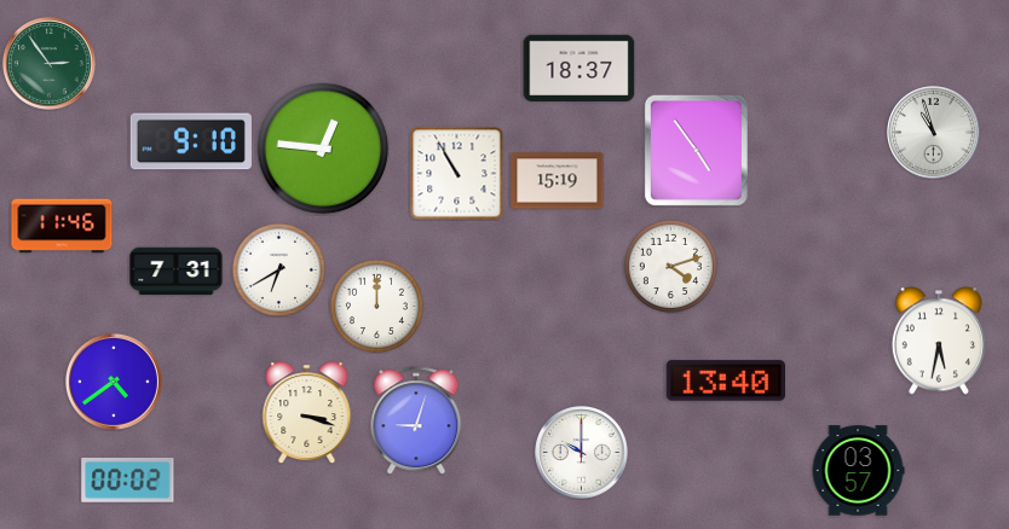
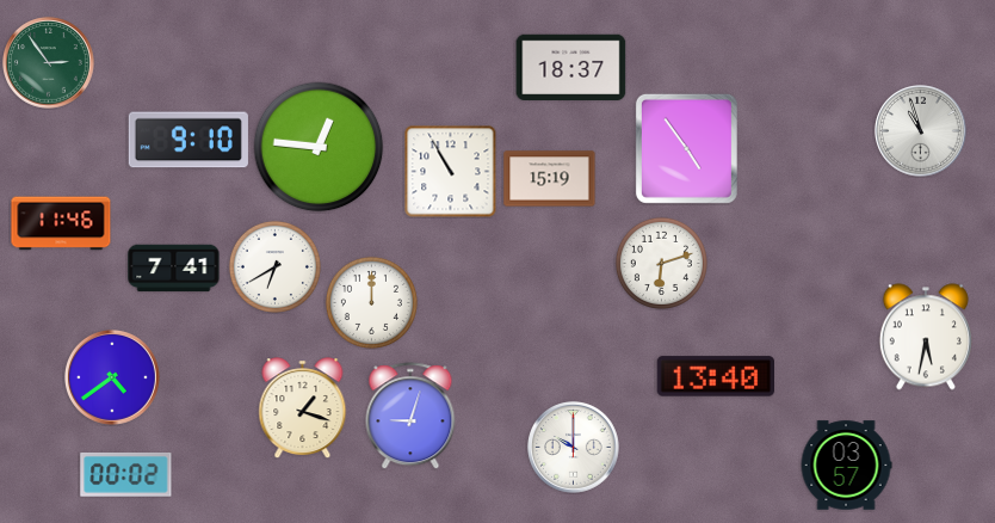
clock at (670, 266): 4:12 -> 6:12
clock at (177, 272): 7:31 -> 7:41
clock at (307, 413): 3:18 -> 1:18
